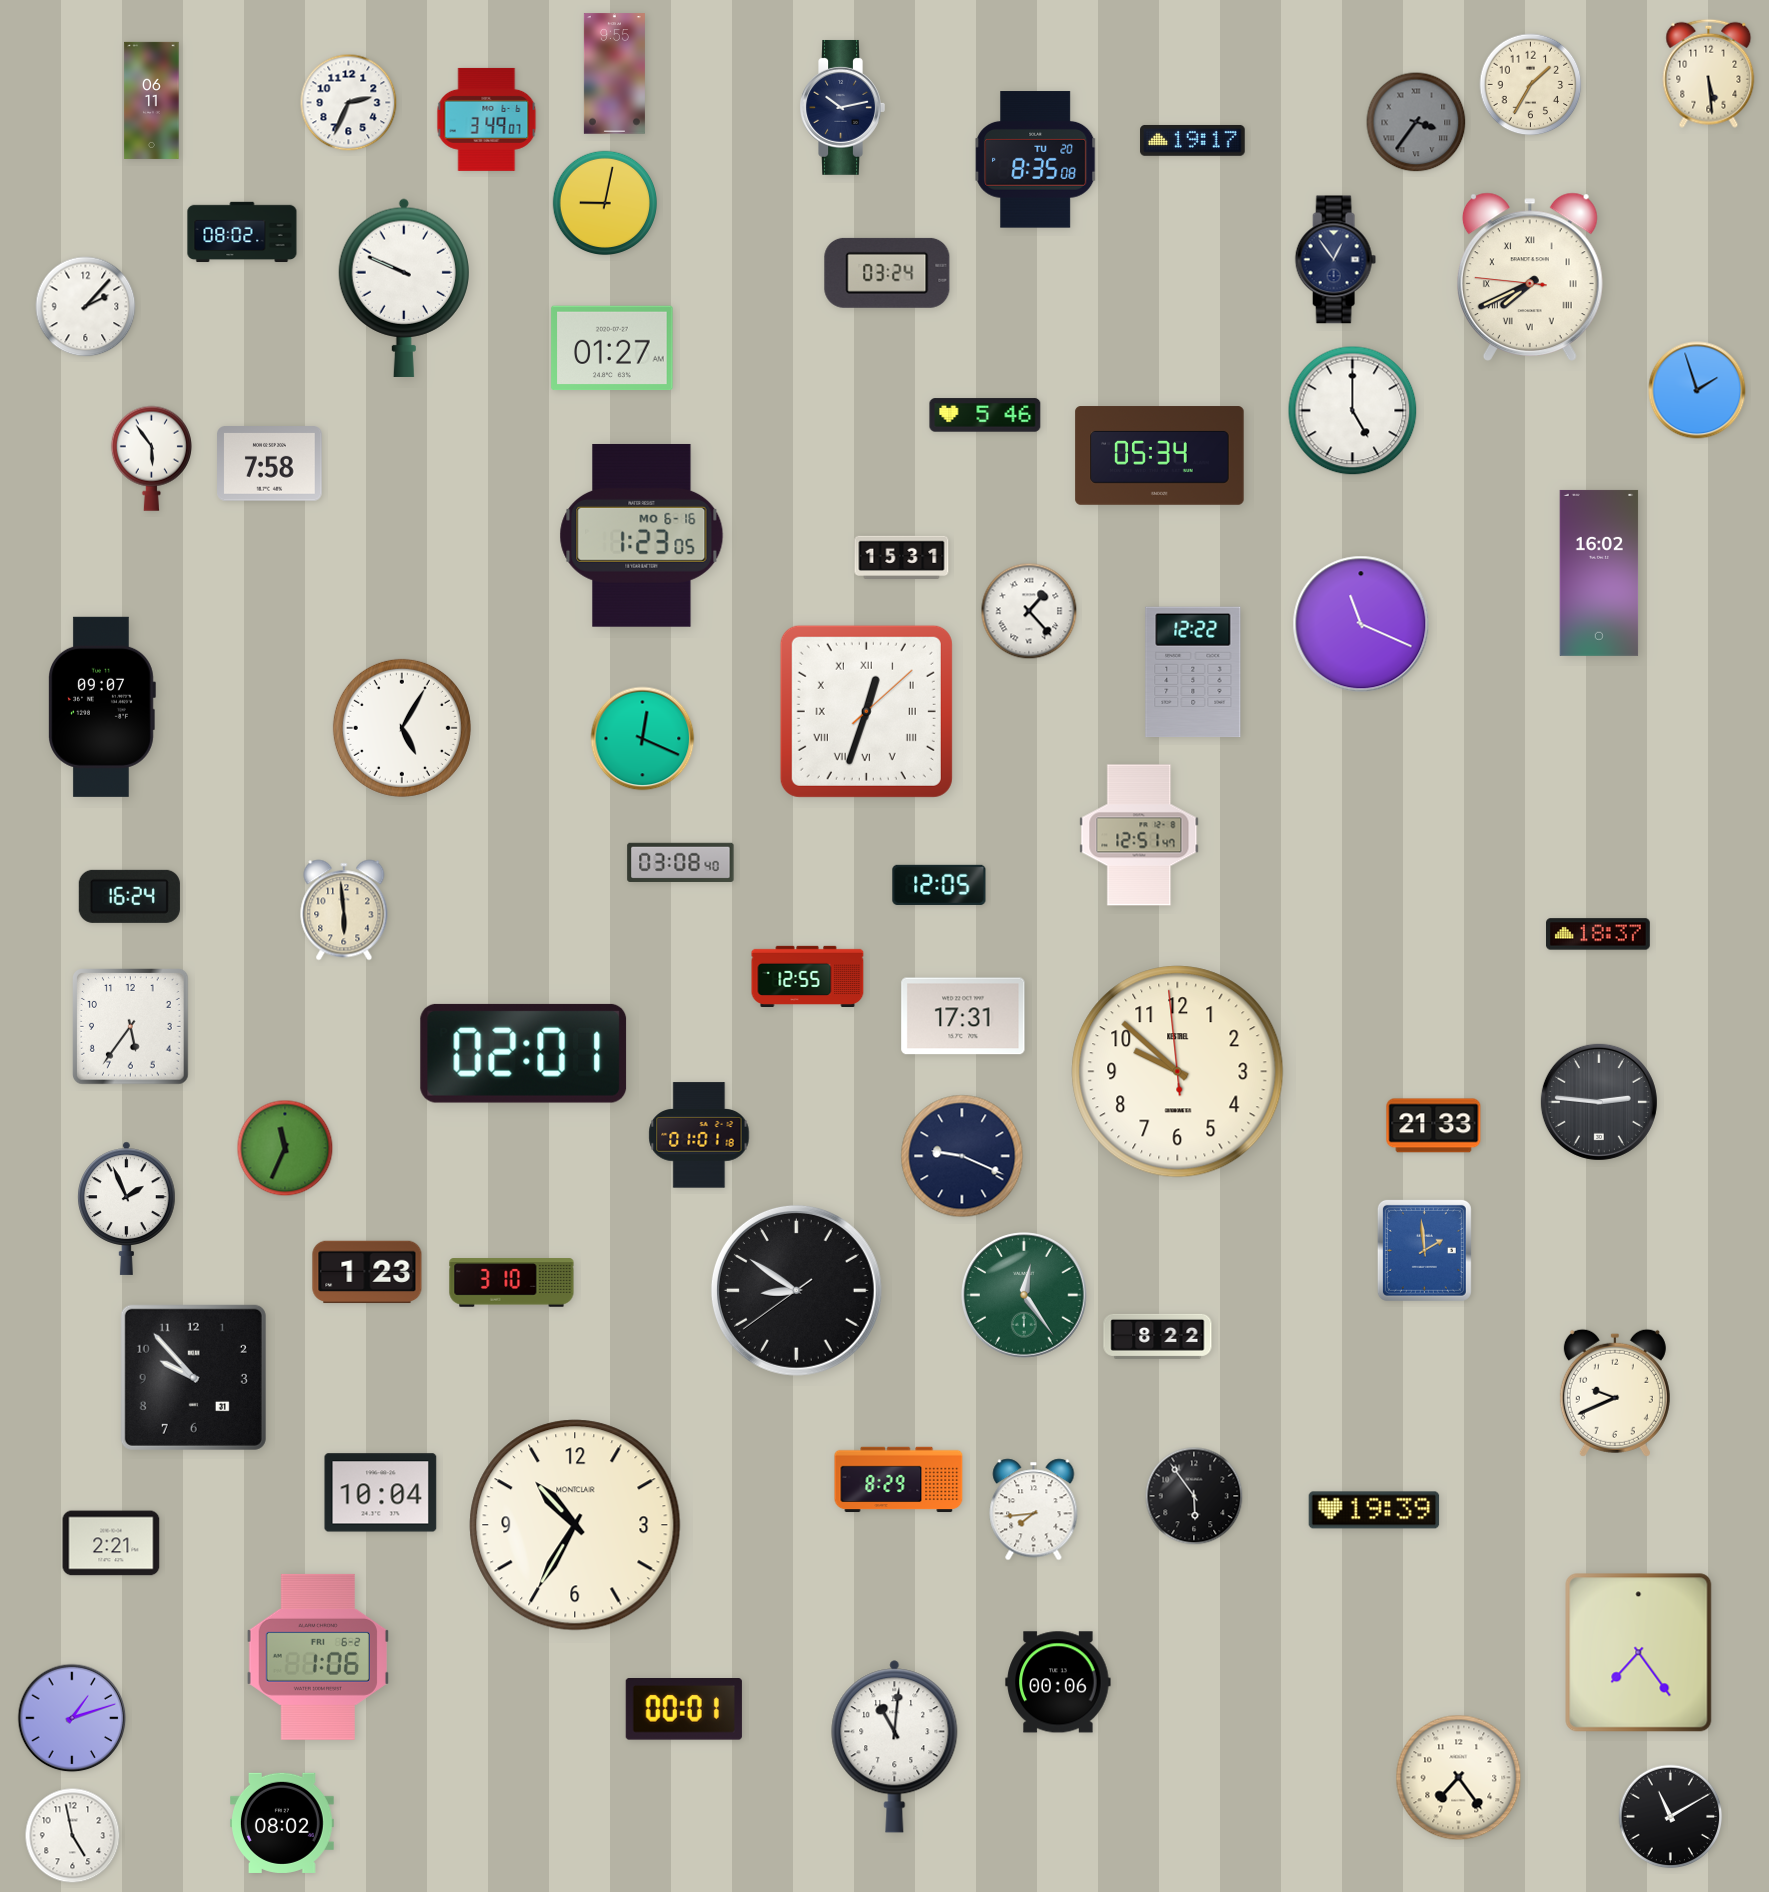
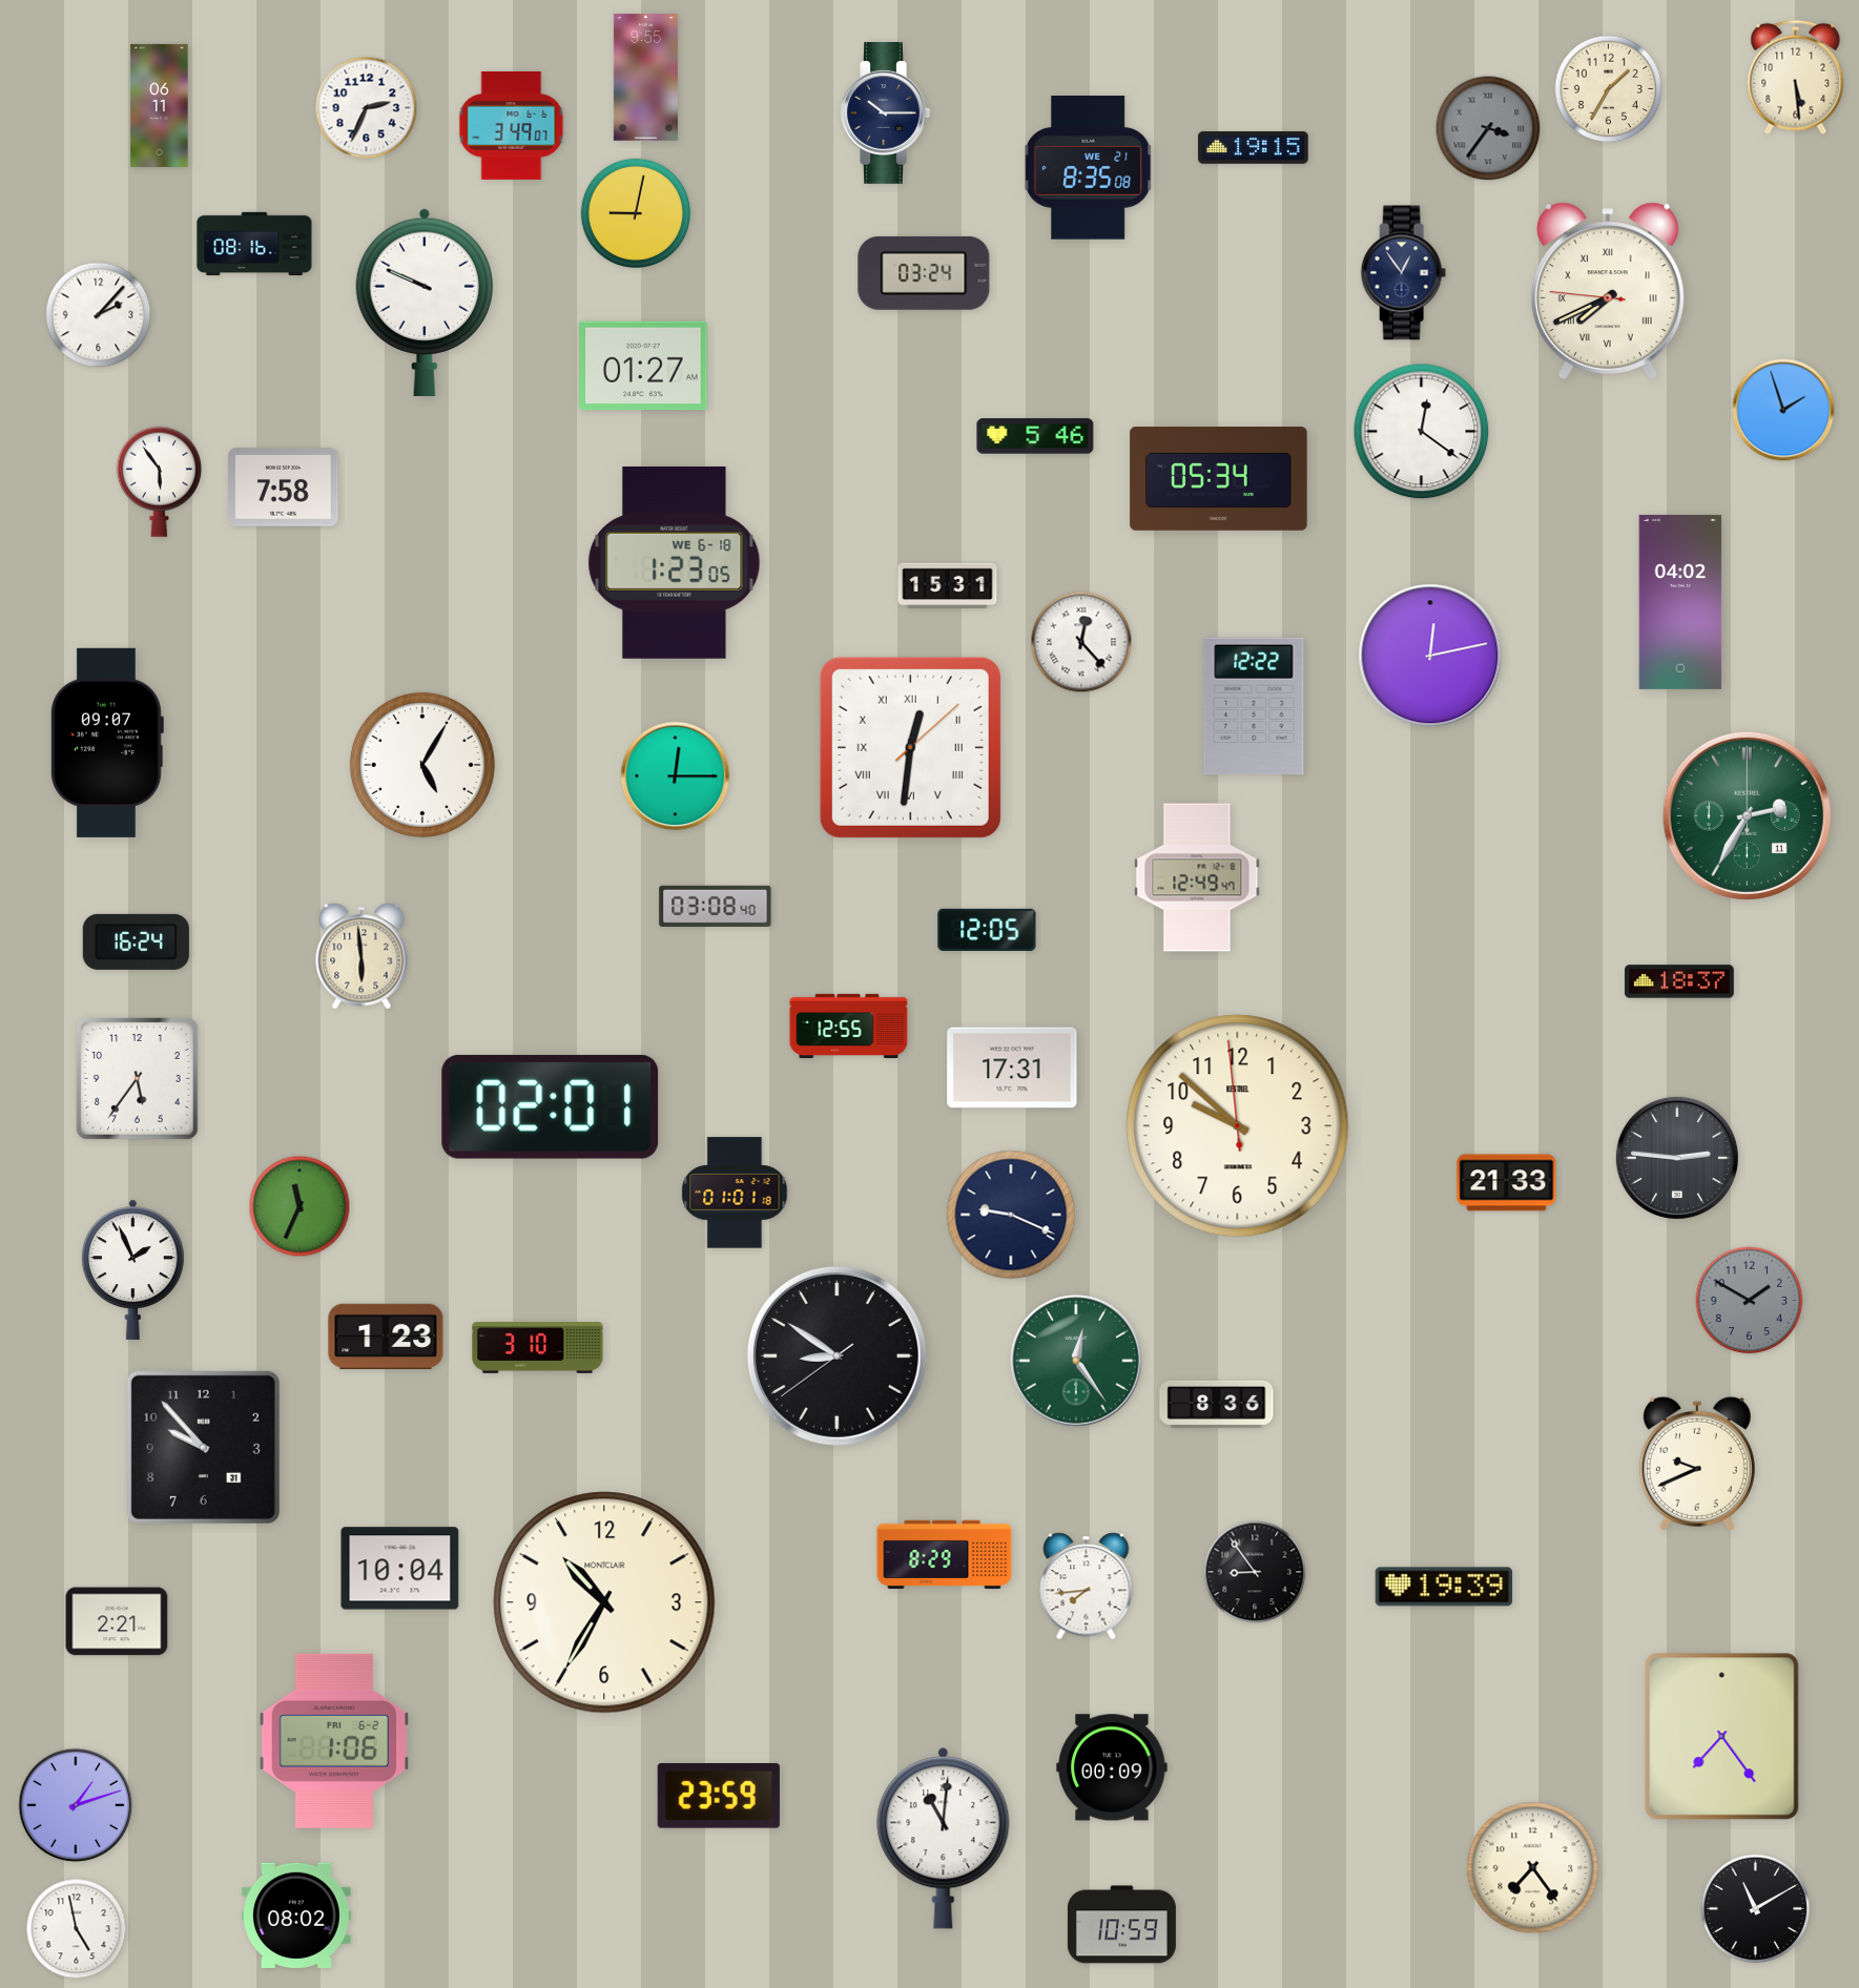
clock at (842, 107): 10:13 -> 10:15
clock at (1193, 140): 19:17 -> 19:15
clock at (1036, 160) date: TU 20 -> WE 21
clock at (242, 232): 08:02 -> 08:16
clock at (887, 273) position: (887, 273) -> (924, 273)
clock at (86, 307) position: (86, 307) -> (99, 315)
clock at (1353, 411): 5:00 -> 12:21
clock at (642, 535) date: MO 6-16 -> WE 6-18
clock at (1599, 573): 16:02 -> 04:02
clock at (1029, 611): 1:23 -> 12:23
clock at (1361, 624): 11:19 -> 12:13
clock at (866, 711): 12:33 -> 12:31
clock at (643, 739): 12:19 -> 12:15
clock at (1747, 815): none -> 2:35
clock at (1139, 835): 12:51 -> 12:49
clock at (1599, 1102) position: (1599, 1102) -> (1677, 1158)
clock at (1750, 1301): none -> 1:50
clock at (1424, 1250): 1:59 -> none
clock at (1158, 1336): 8:22 -> 8:36
clock at (1194, 1496): 5:54 -> 8:54
clock at (1058, 1682): 00:06 -> 00:09
clock at (684, 1709): 00:01 -> 23:59
clock at (895, 1747) position: (895, 1747) -> (944, 1839)
clock at (1121, 1925): none -> 10:59
